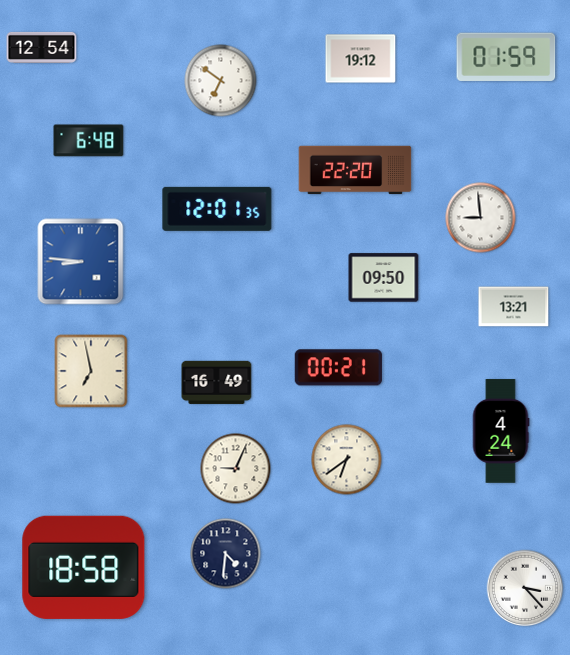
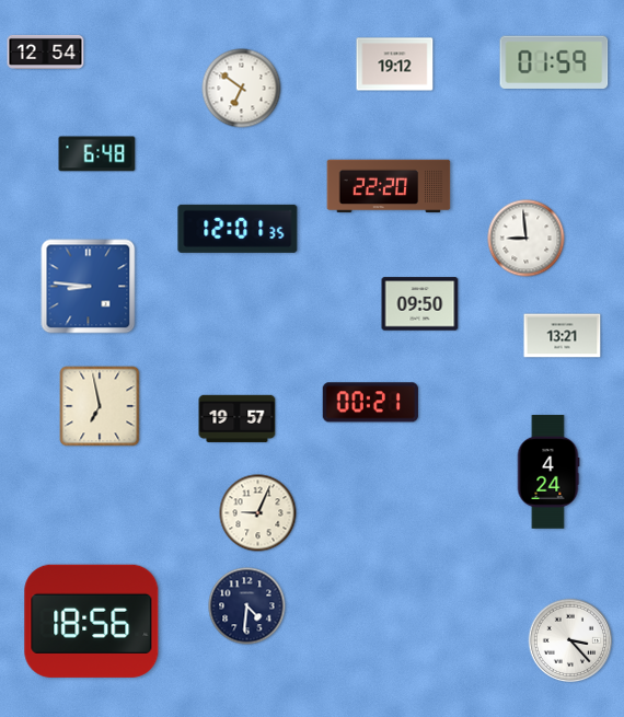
clock at (217, 382): 16:49 -> 19:57
clock at (347, 460): 6:39 -> none
clock at (84, 567): 18:58 -> 18:56
clock at (525, 588) position: (525, 588) -> (570, 640)
